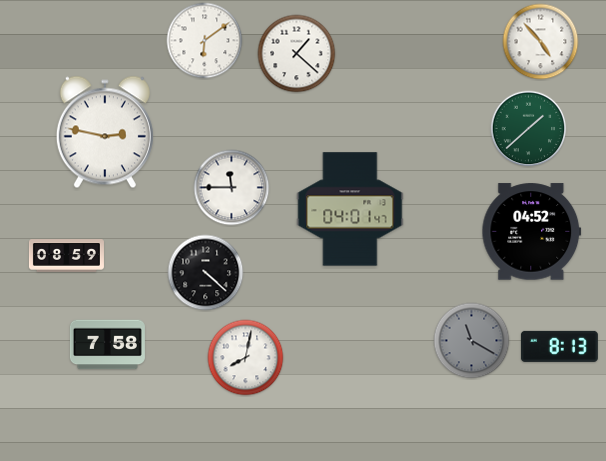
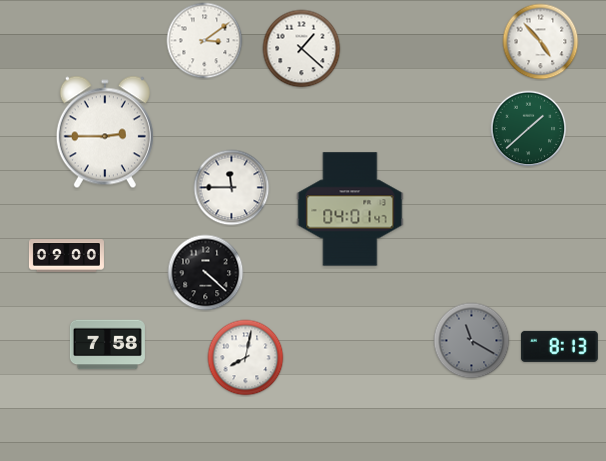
clock at (205, 41): 6:09 -> 3:09
clock at (297, 54) position: (297, 54) -> (302, 49)
clock at (105, 132): 2:47 -> 2:45
clock at (532, 232): 04:52 -> none
clock at (66, 256): 08:59 -> 09:00
